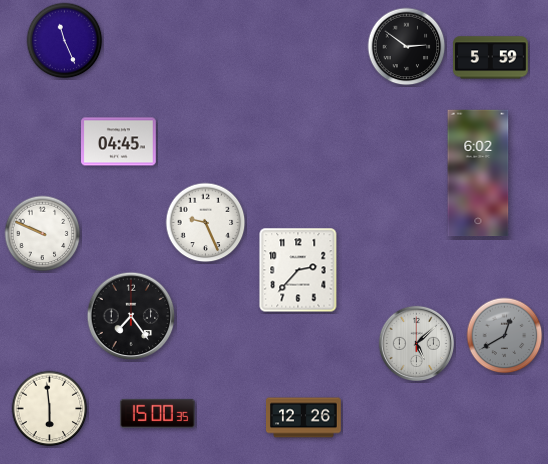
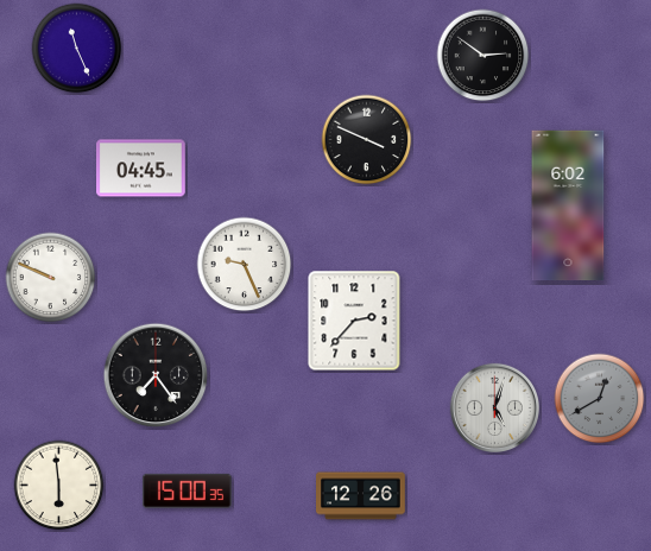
clock at (491, 58): 5:59 -> none
clock at (367, 140): none -> 3:49
clock at (416, 343): 5:08 -> 5:03
